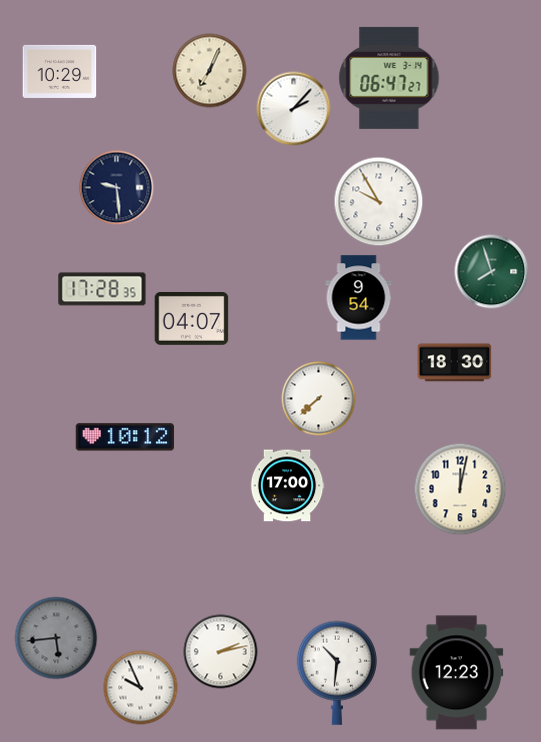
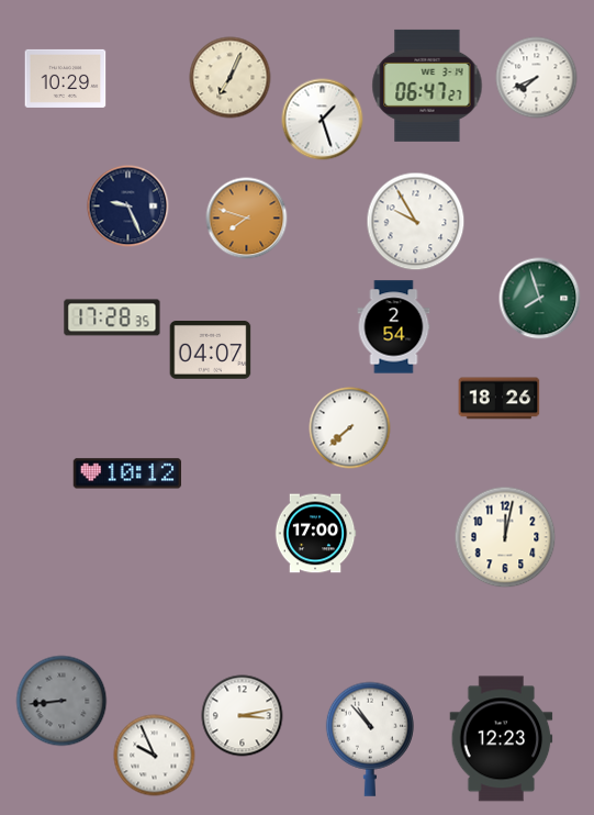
clock at (537, 78): none -> 7:41
clock at (294, 109): 2:07 -> 1:27
clock at (117, 188): 9:29 -> 9:26
clock at (247, 219): none -> 7:48
clock at (359, 298): 9:54 -> 2:54
clock at (455, 363): 18:30 -> 18:26
clock at (319, 399) position: (319, 399) -> (350, 428)
clock at (124, 437) position: (124, 437) -> (126, 473)
clock at (56, 638): 5:44 -> 8:44
clock at (221, 652): 2:13 -> 3:13
clock at (337, 673): 10:31 -> 10:53
